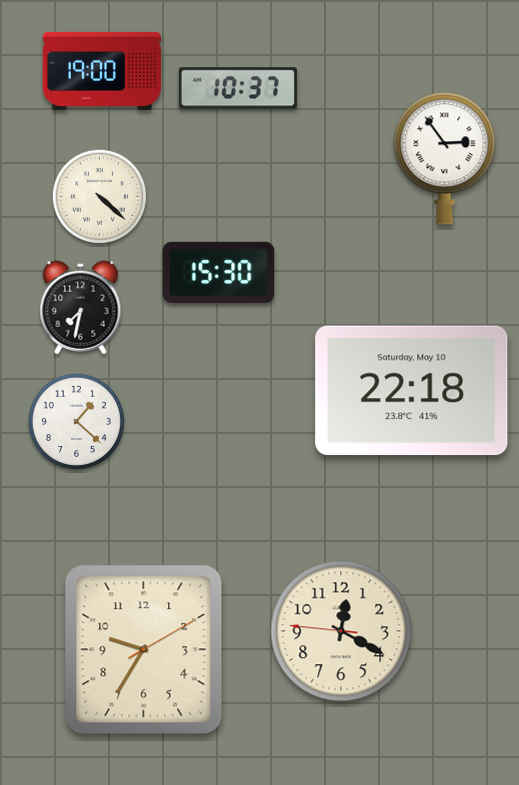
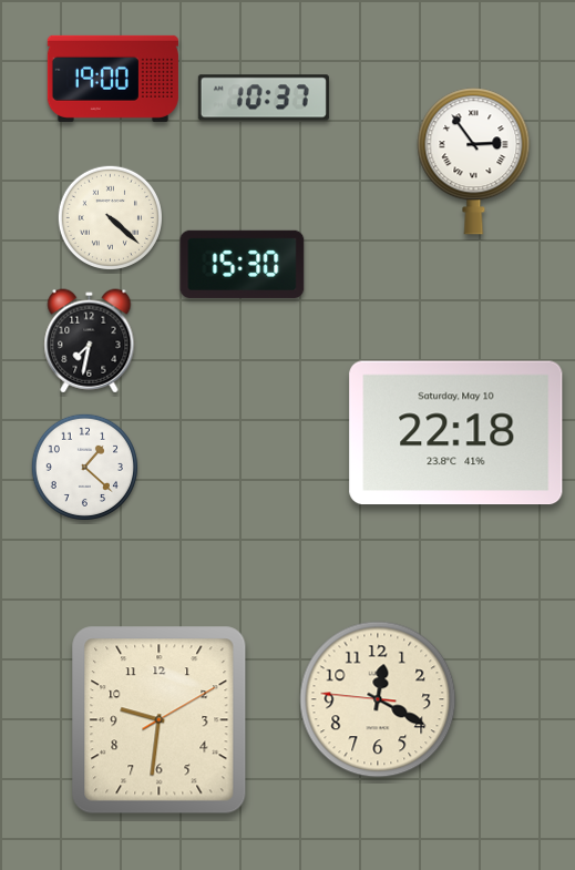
clock at (445, 159) position: (445, 159) -> (474, 162)
clock at (219, 272) position: (219, 272) -> (243, 264)
clock at (144, 650): 9:35 -> 9:31
